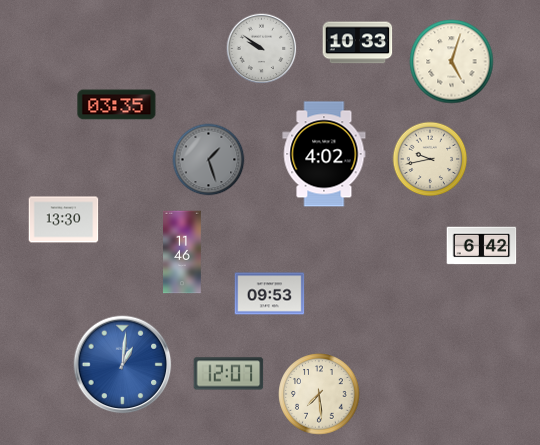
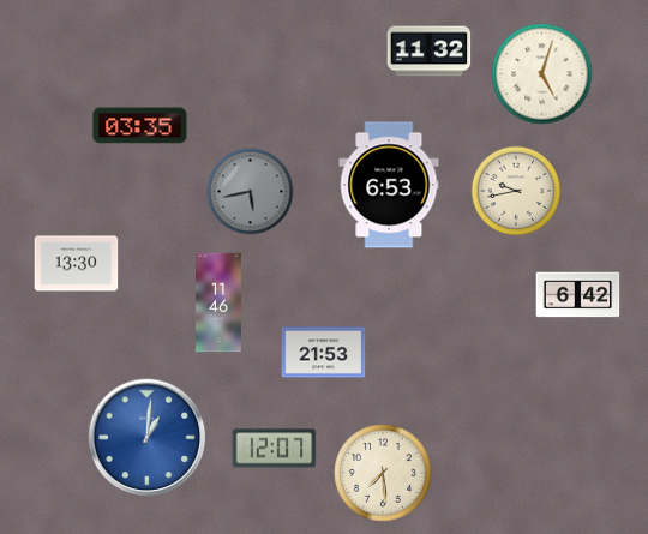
clock at (358, 43): 10:33 -> 11:32
clock at (262, 49): 9:51 -> none
clock at (324, 154): 4:02 -> 6:53
clock at (209, 160): 1:27 -> 5:43
clock at (270, 294): 09:53 -> 21:53
